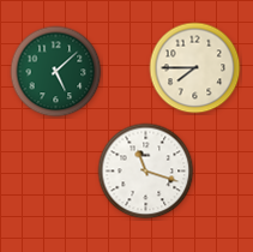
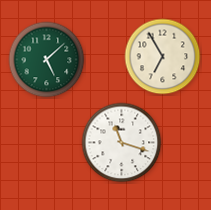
clock at (195, 68): 7:45 -> 6:55
